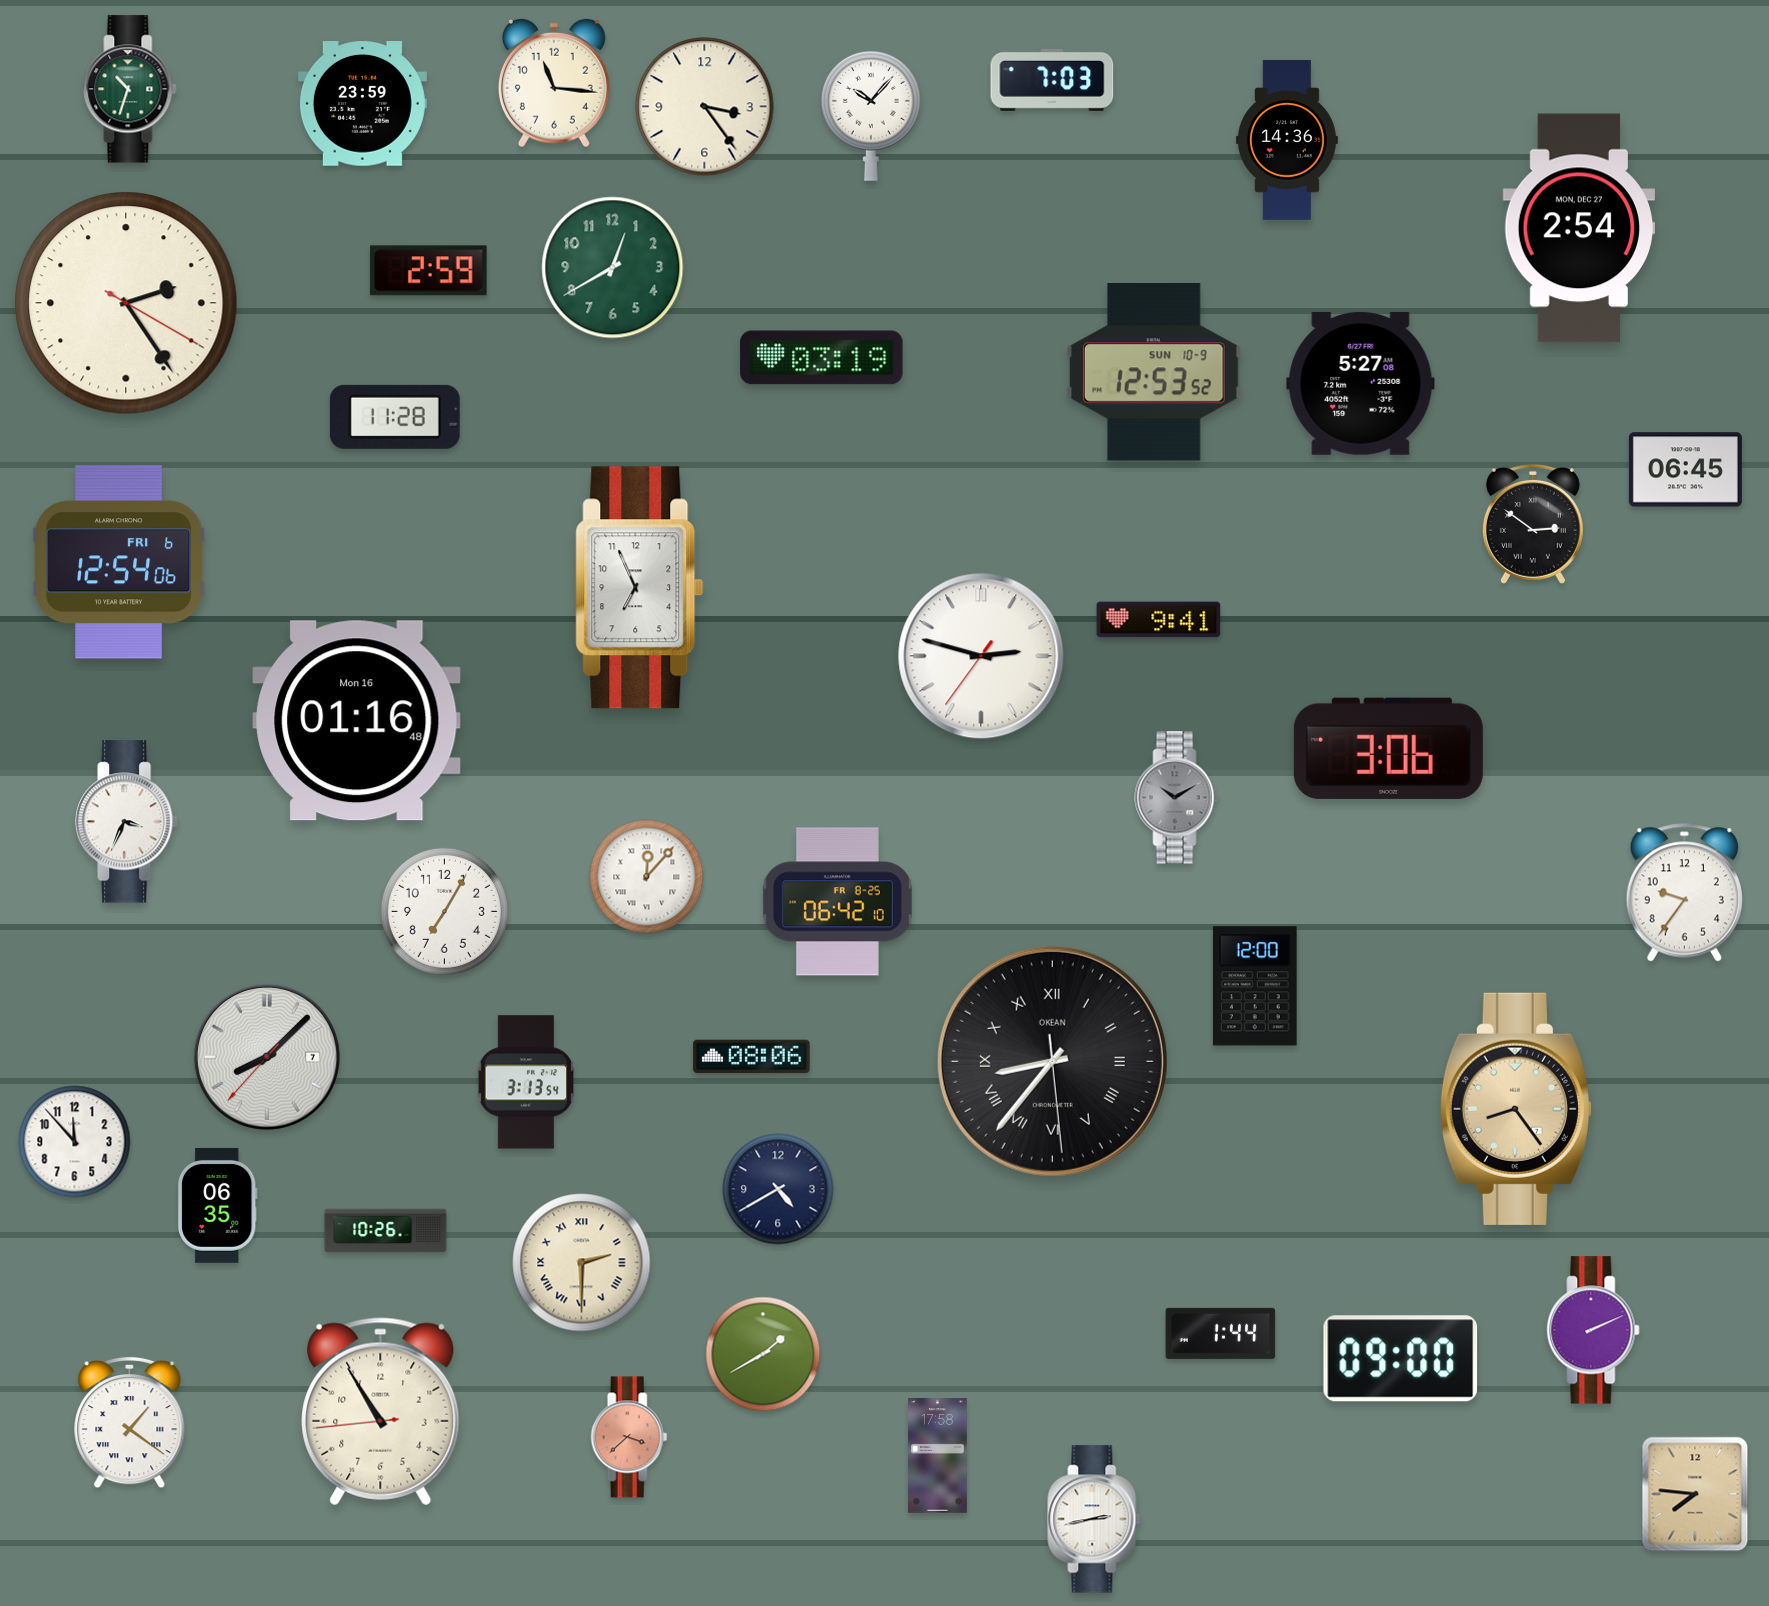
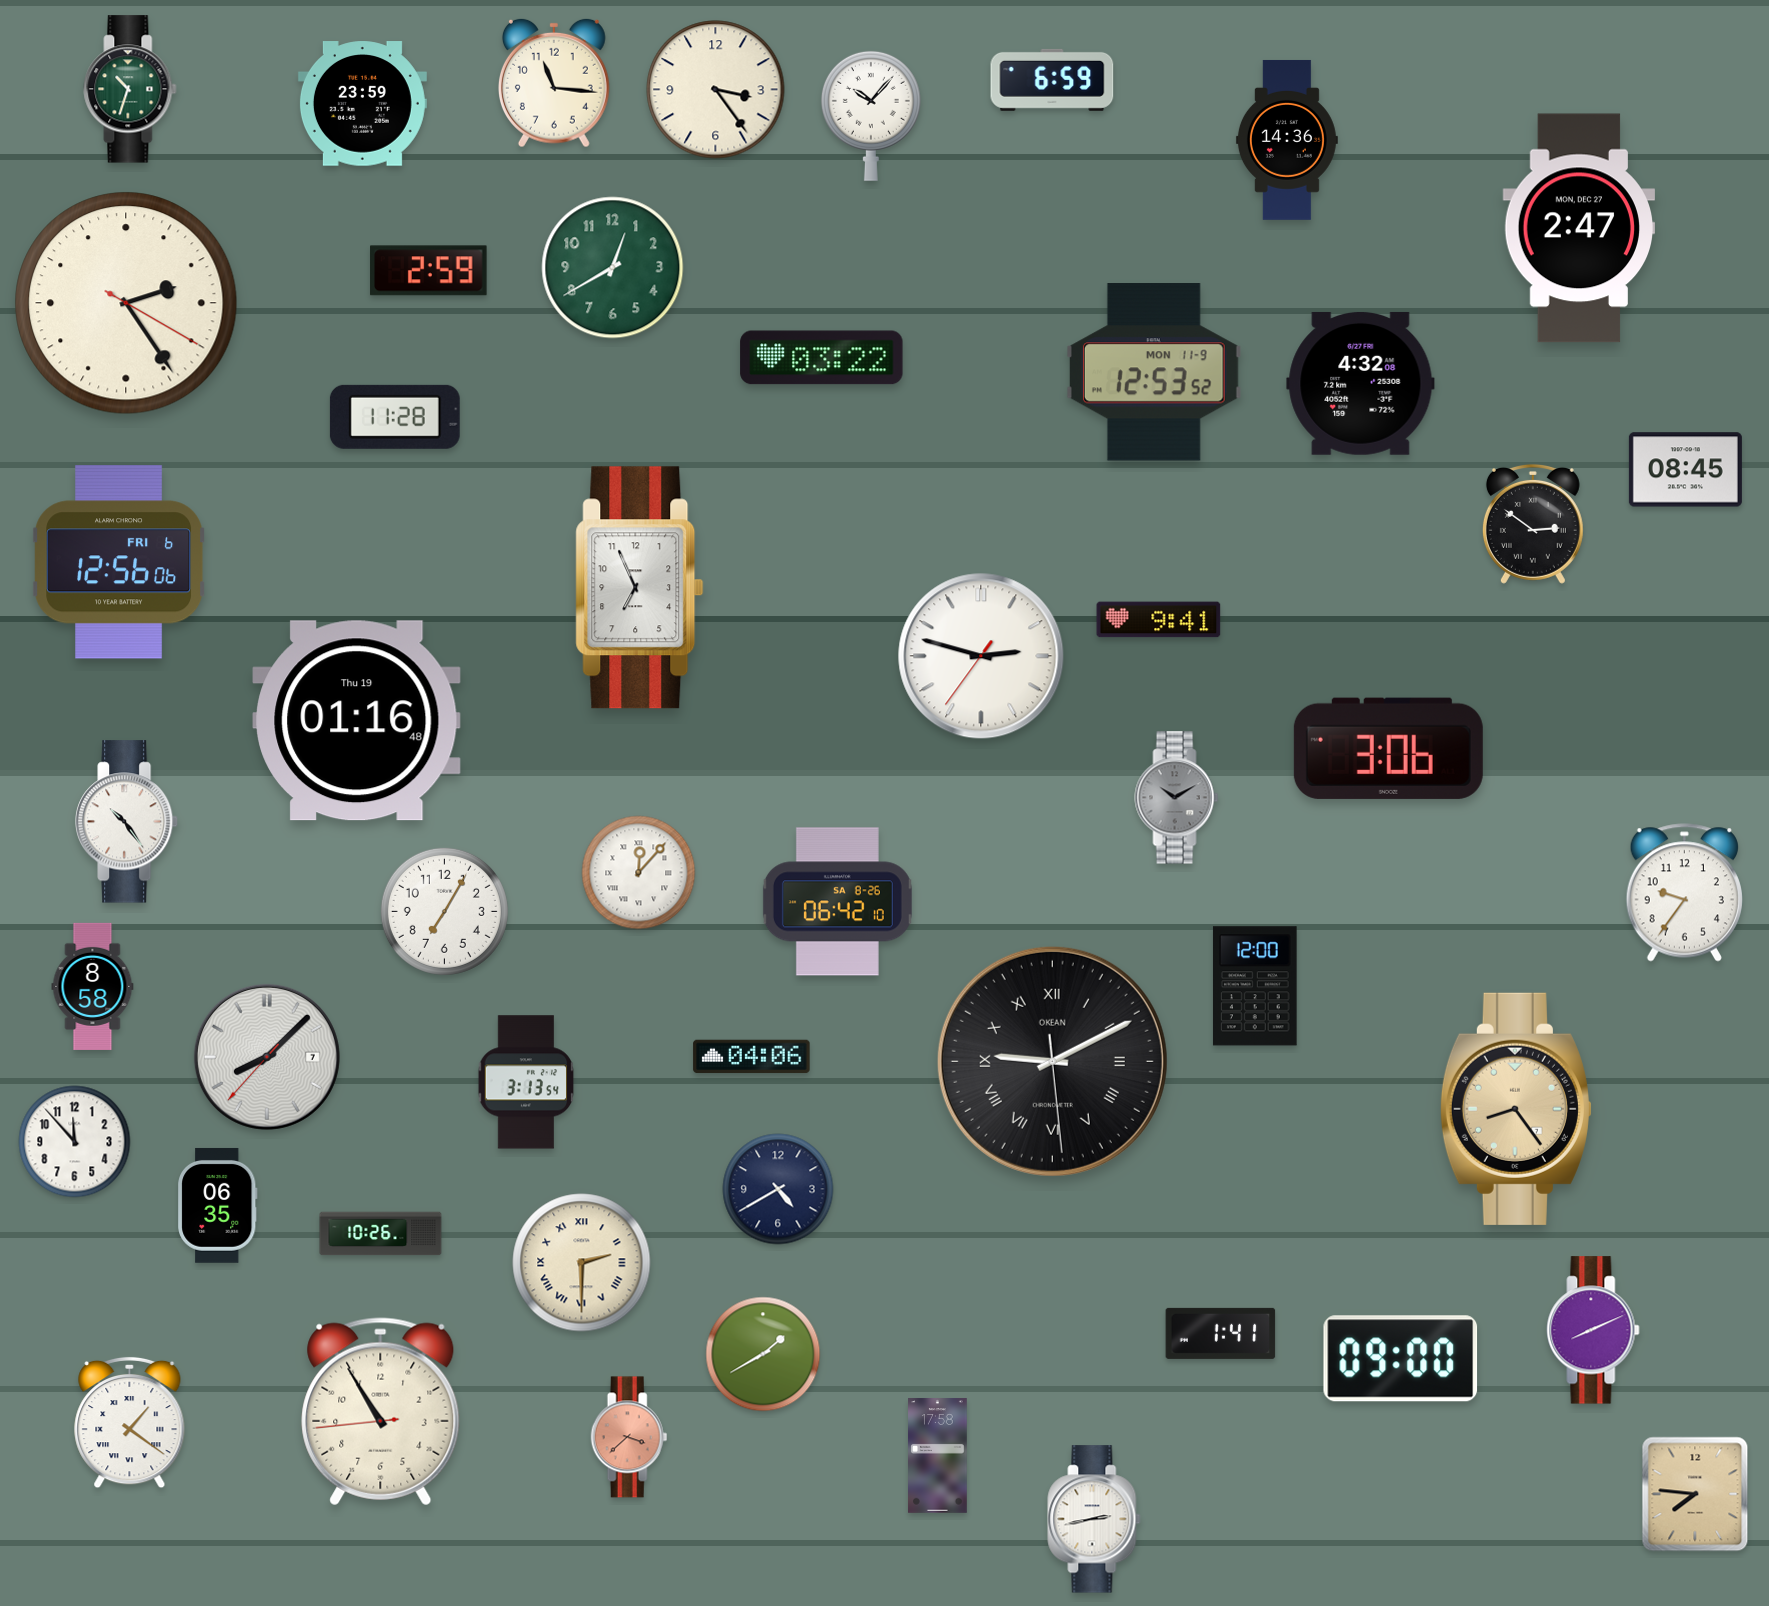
clock at (1052, 80): 7:03 -> 6:59
clock at (705, 107) position: (705, 107) -> (716, 90)
clock at (1578, 228): 2:54 -> 2:47
clock at (822, 358): 03:19 -> 03:22
clock at (1155, 372) date: SUN 10-9 -> MON 11-9
clock at (1361, 383): 5:27 -> 4:32
clock at (1685, 470): 06:45 -> 08:45
clock at (119, 562): 12:54 -> 12:56
clock at (357, 721) date: Mon 16 -> Thu 19
clock at (127, 822): 3:34 -> 10:24
clock at (647, 877) position: (647, 877) -> (639, 873)
clock at (837, 902) date: FR 8-25 -> SA 8-26
clock at (93, 986): none -> 8:58
clock at (752, 1057): 08:06 -> 04:06
clock at (1052, 1061): 8:36 -> 9:10
clock at (386, 1231) position: (386, 1231) -> (381, 1234)
clock at (1593, 1330): 2:11 -> 8:11
clock at (1221, 1333): 1:44 -> 1:41
